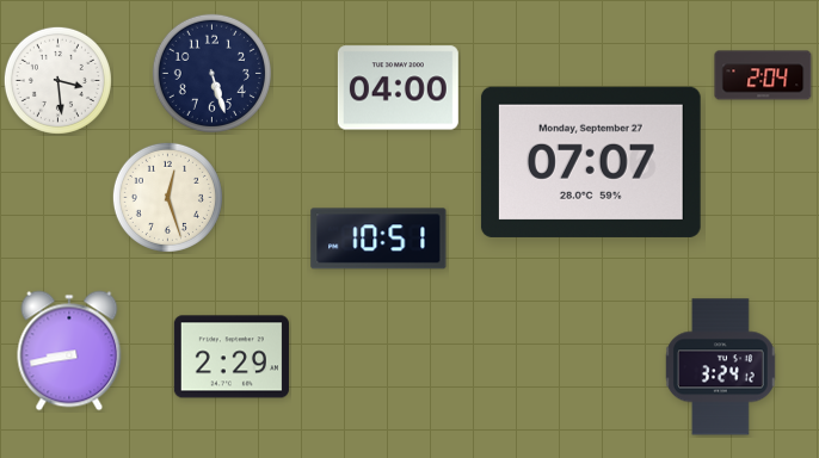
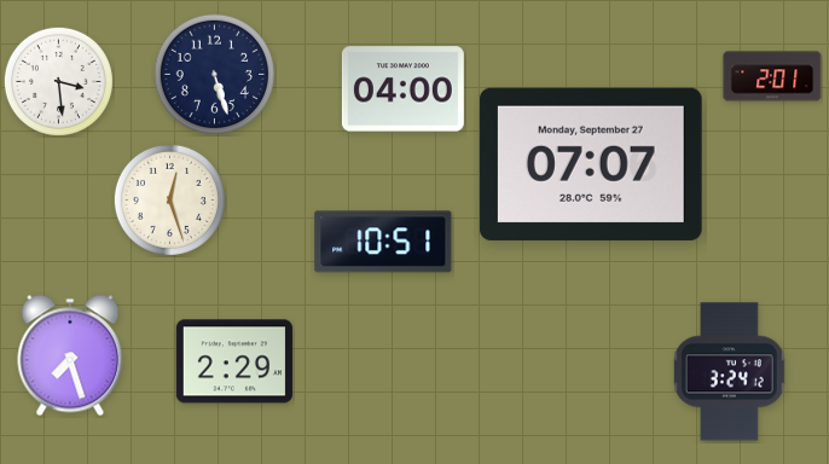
clock at (763, 75): 2:04 -> 2:01
clock at (591, 162) position: (591, 162) -> (591, 164)
clock at (69, 351): 8:43 -> 7:27
